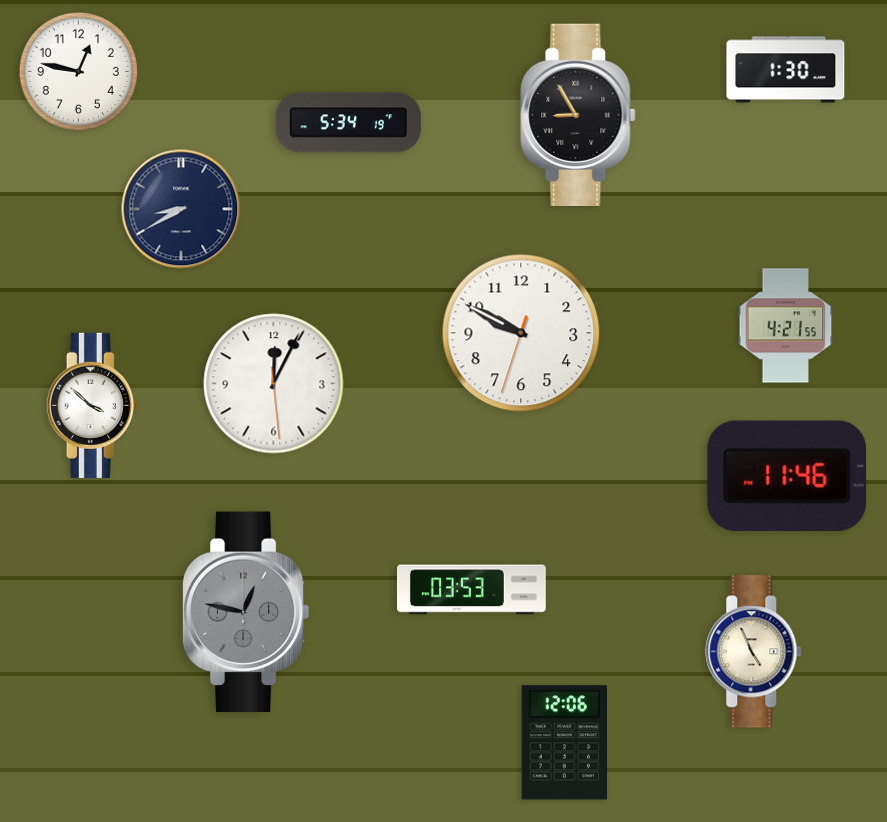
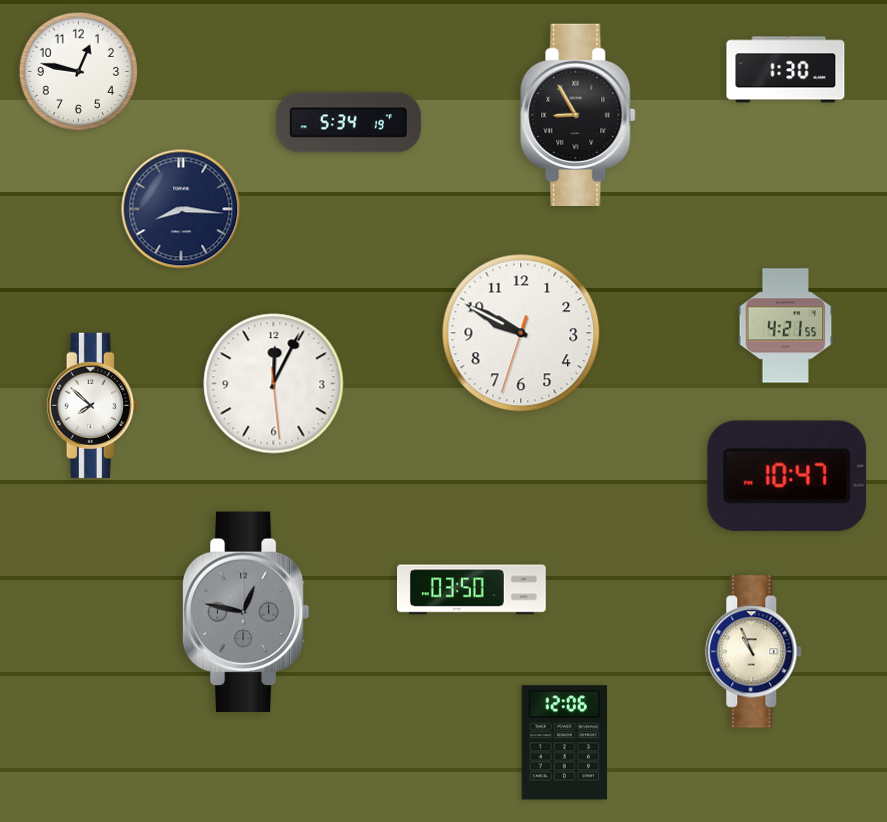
clock at (181, 209): 8:40 -> 8:16
clock at (92, 405): 3:52 -> 7:52
clock at (787, 476): 11:46 -> 10:47
clock at (472, 590): 03:53 -> 03:50
clock at (754, 652): 4:56 -> 10:56
